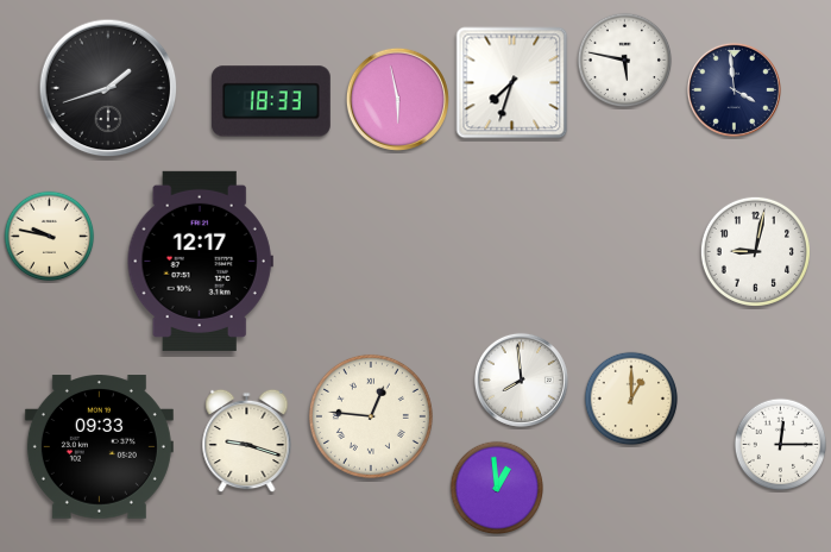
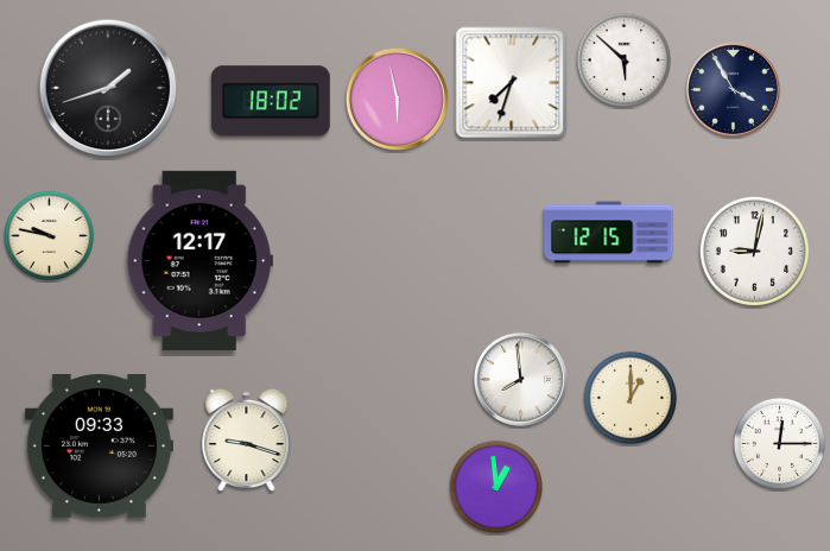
clock at (625, 61): 5:47 -> 5:52
clock at (734, 89): 3:59 -> 3:55
clock at (271, 101): 18:33 -> 18:02
clock at (609, 233): none -> 12:15
clock at (371, 416): 12:46 -> none
